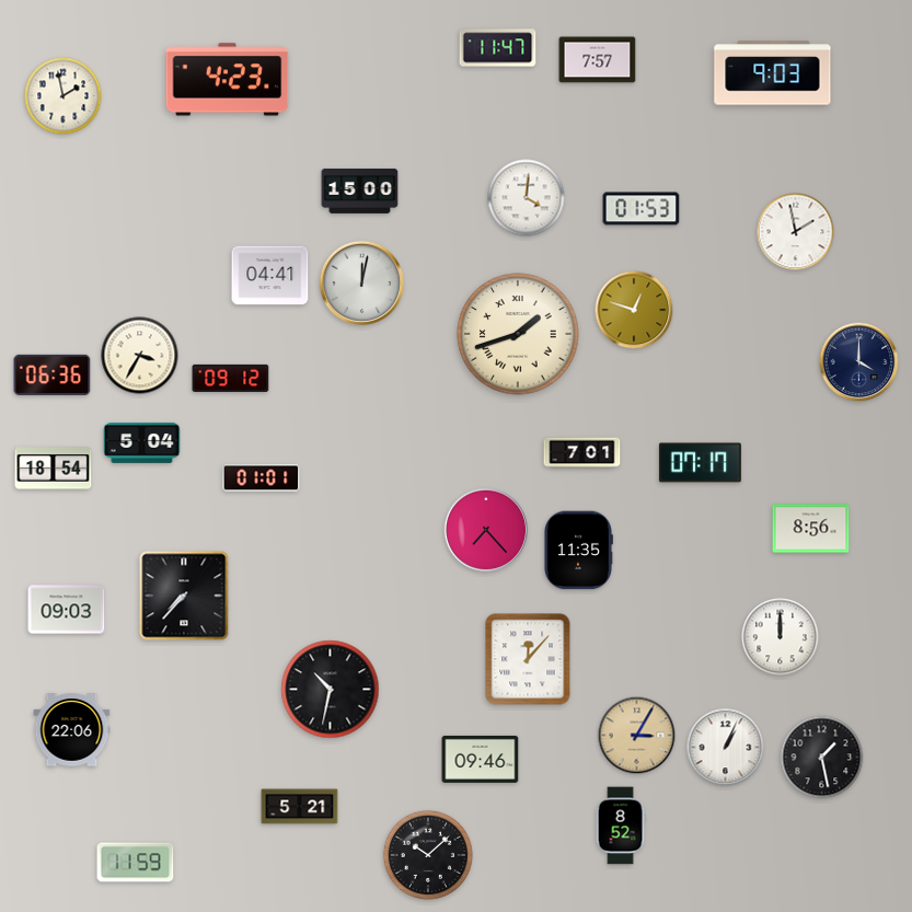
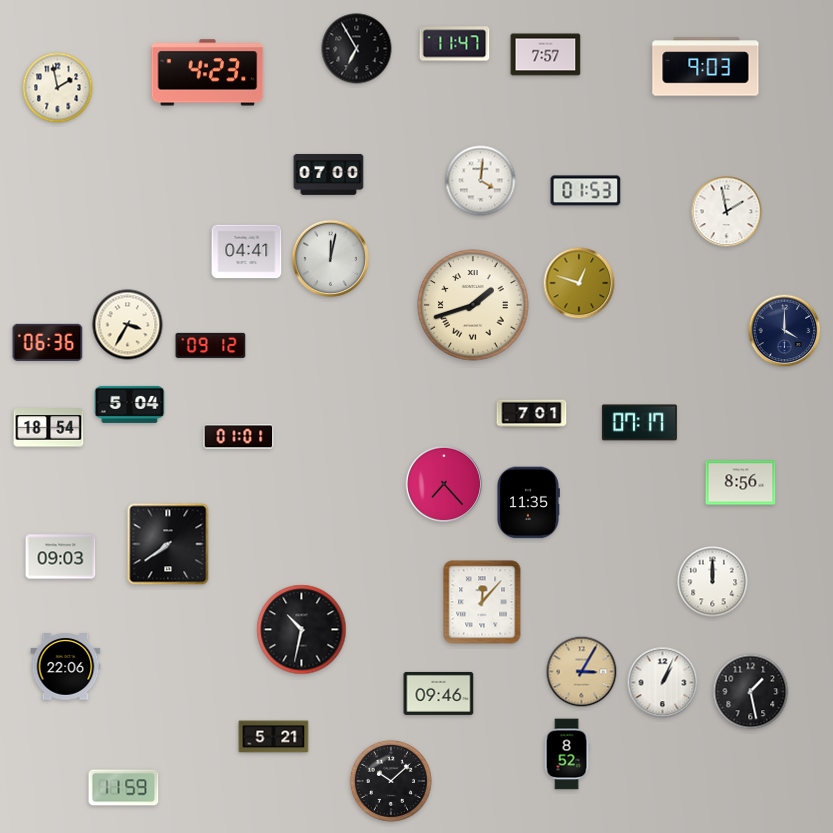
clock at (357, 49): none -> 6:55
clock at (360, 191): 15:00 -> 07:00
clock at (184, 596): 7:37 -> 7:39
